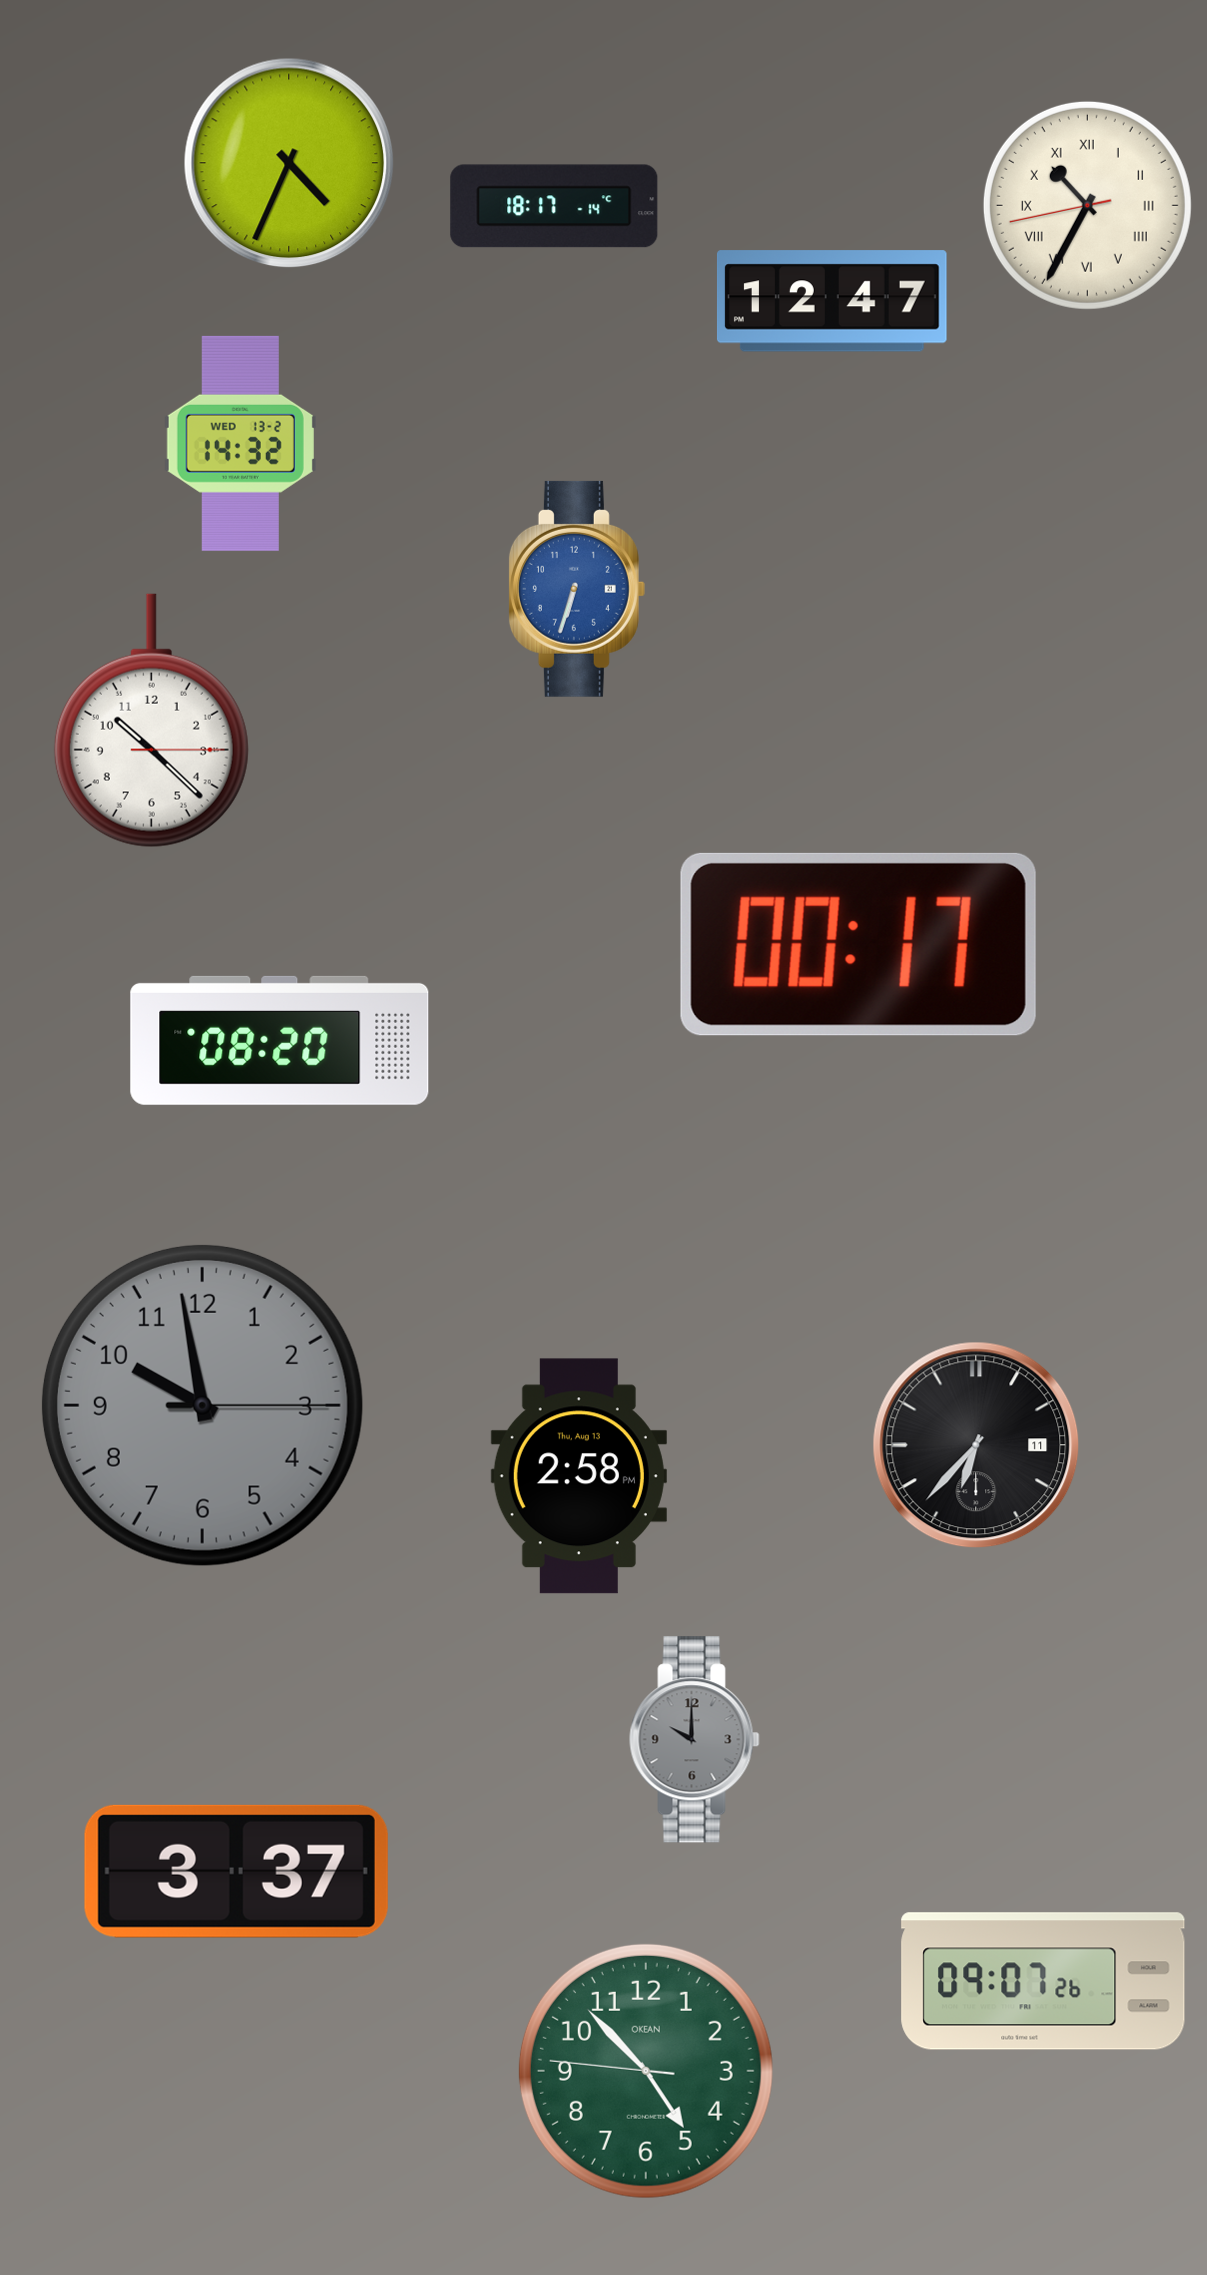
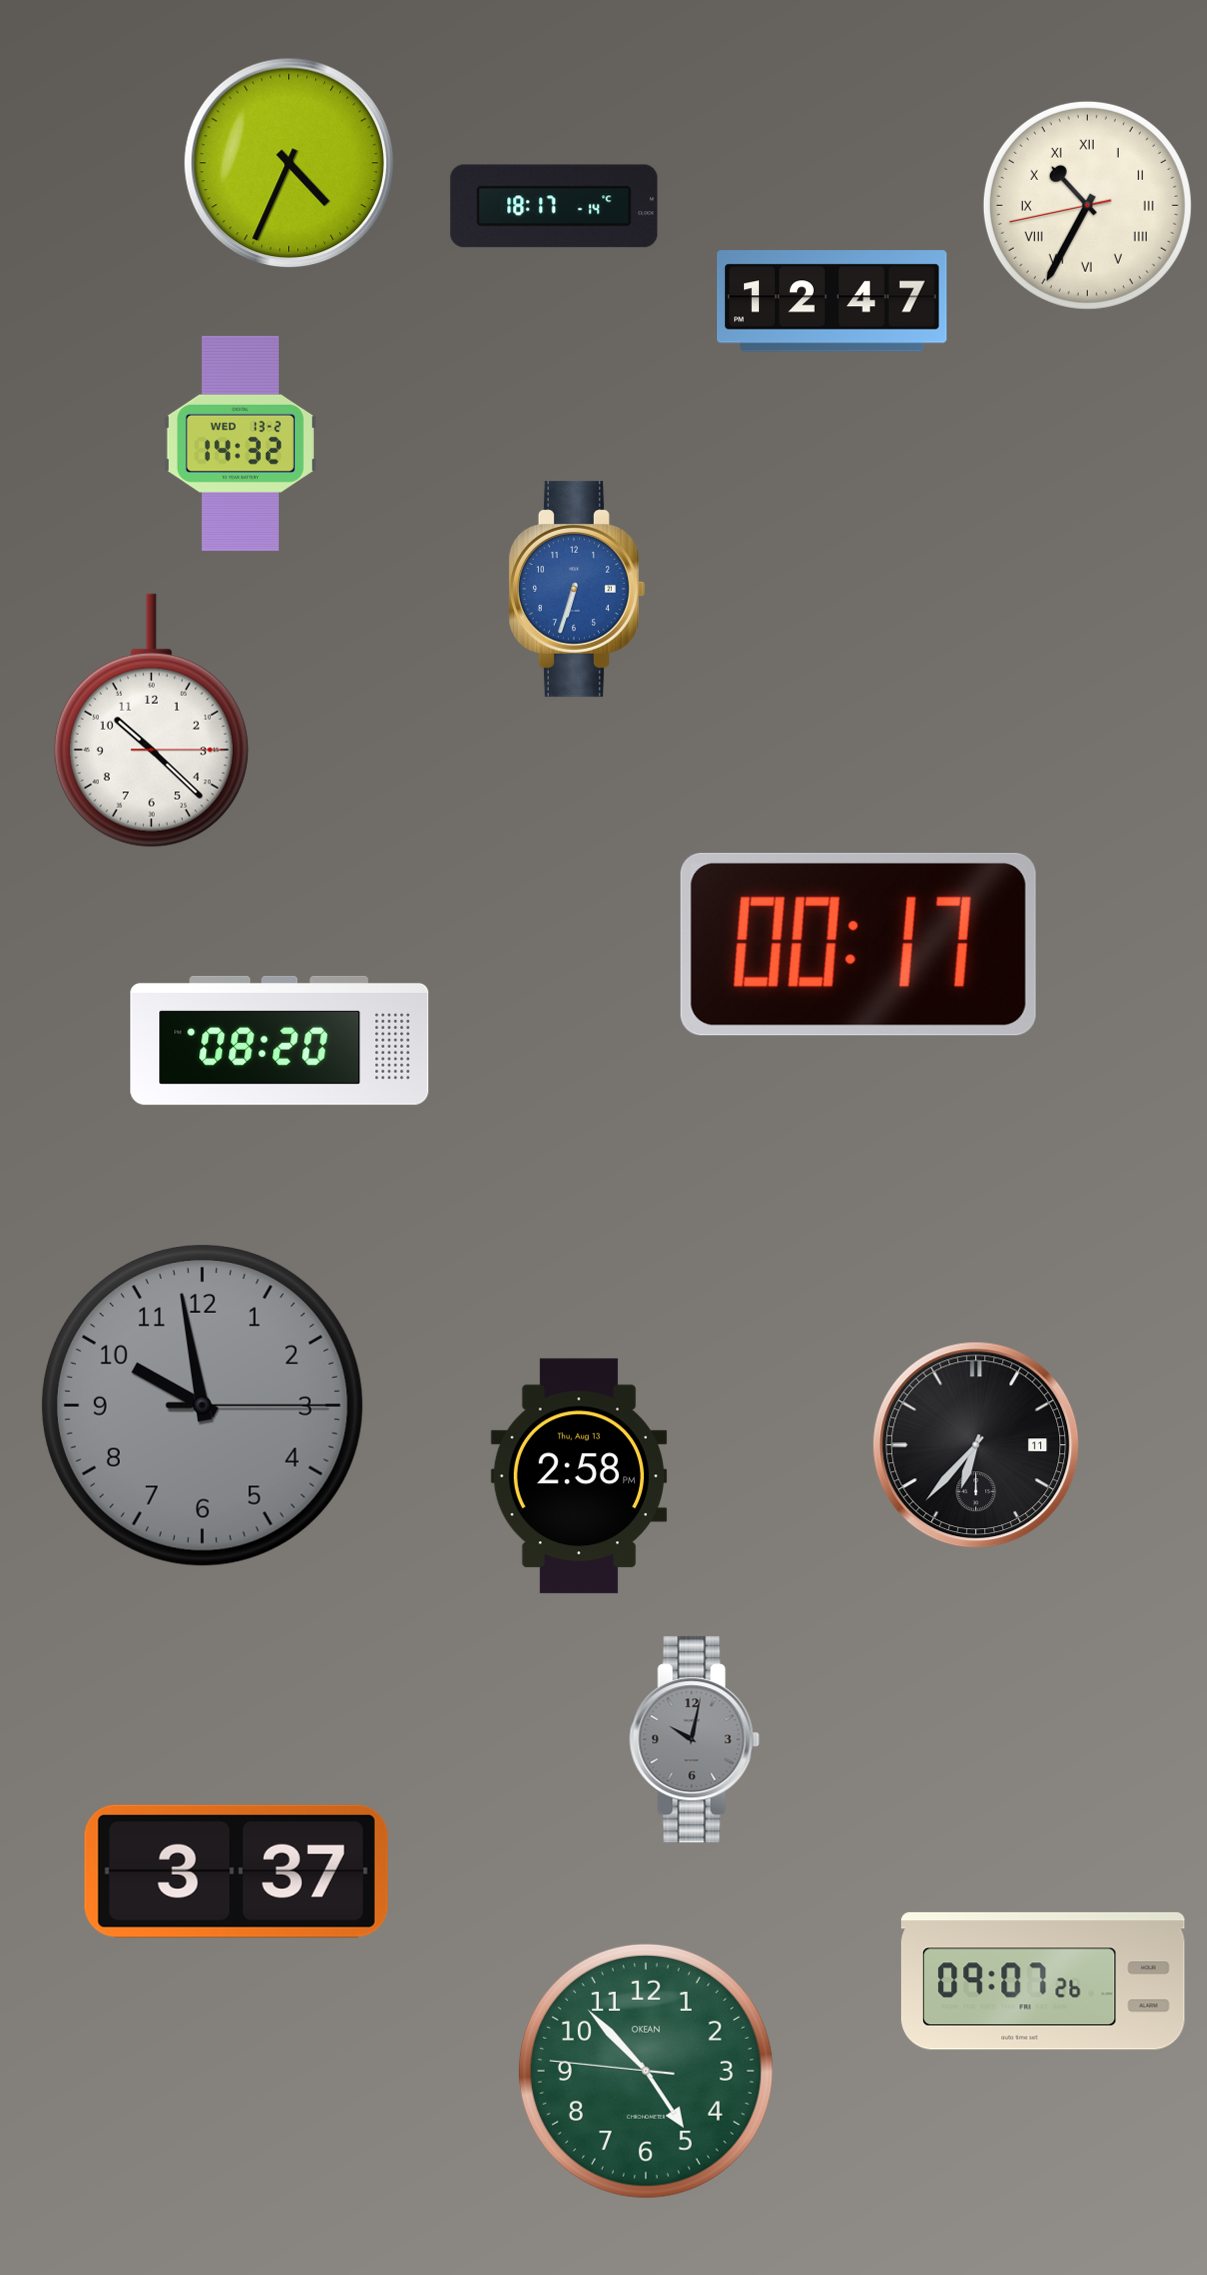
clock at (695, 1740): 10:00 -> 10:02
